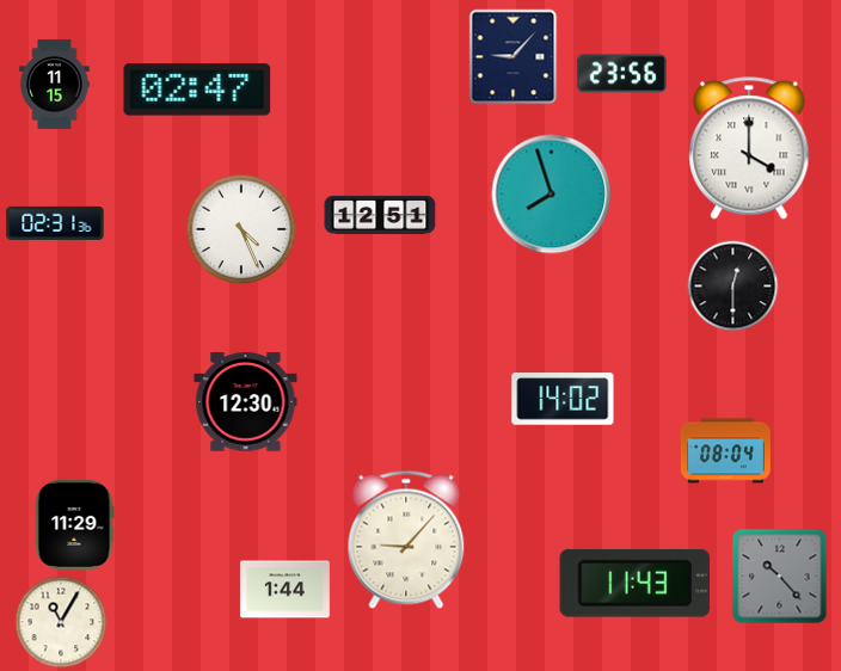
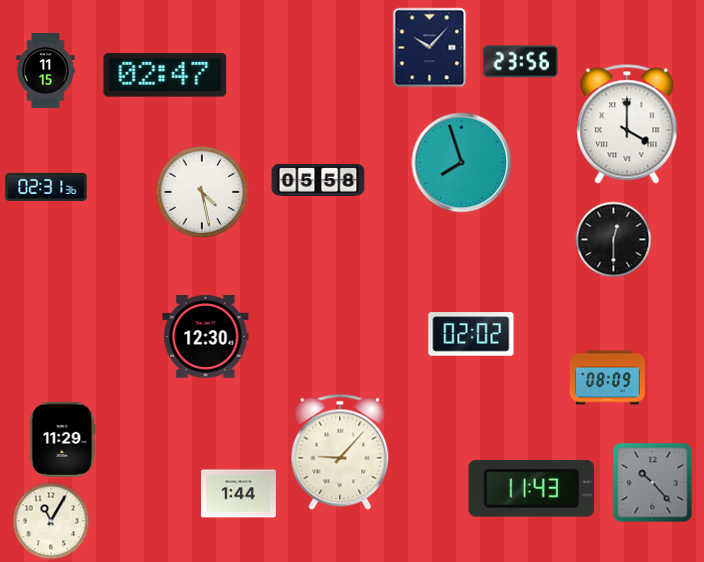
clock at (514, 57): 9:07 -> 10:07
clock at (380, 215): 12:51 -> 05:58
clock at (241, 229): 4:26 -> 4:28
clock at (563, 399): 14:02 -> 02:02
clock at (725, 451): 08:04 -> 08:09
